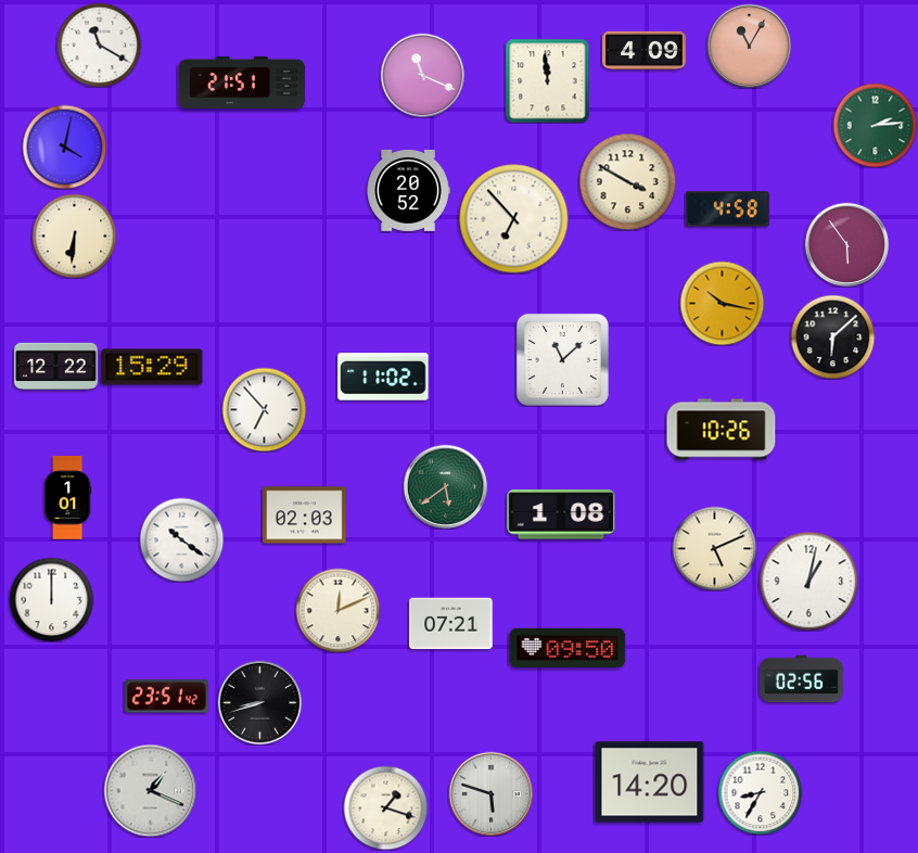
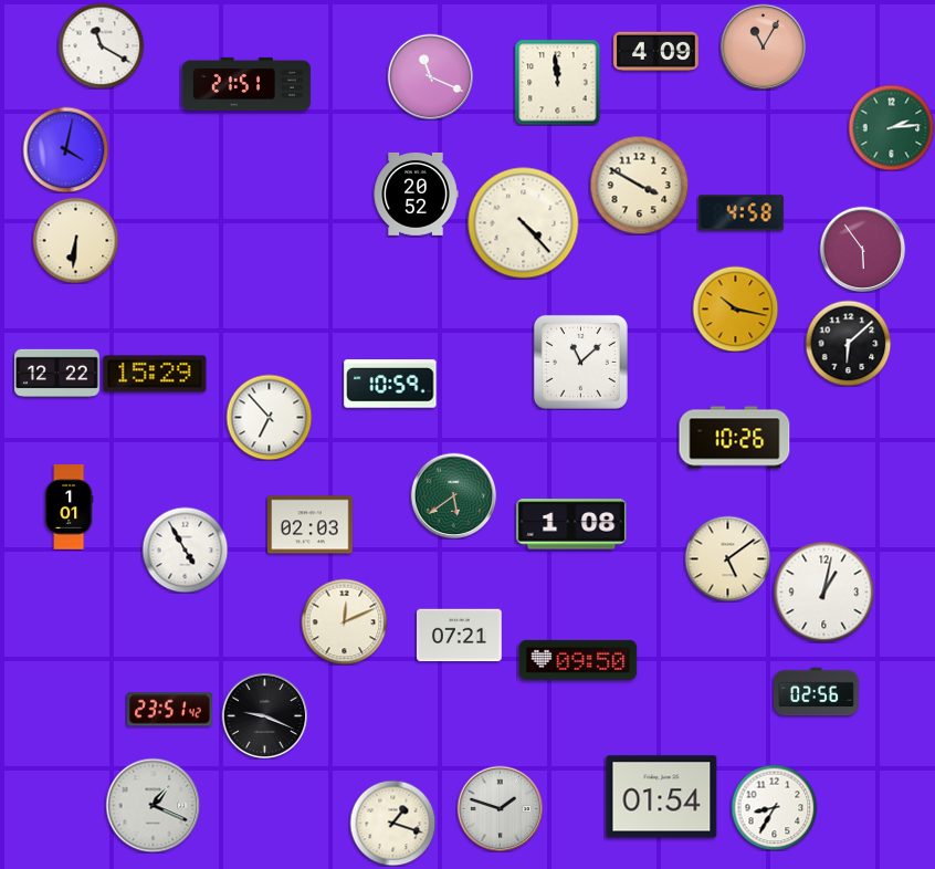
clock at (514, 219): 6:53 -> 4:23
clock at (562, 359) position: (562, 359) -> (580, 362)
clock at (383, 377): 11:02 -> 10:59
clock at (181, 539): 10:21 -> 4:55
clock at (714, 548): 5:11 -> 5:09
clock at (51, 599): 12:00 -> none
clock at (259, 702): 8:42 -> 9:19
clock at (650, 782): 14:20 -> 01:54
clock at (490, 793): 5:48 -> 1:48
